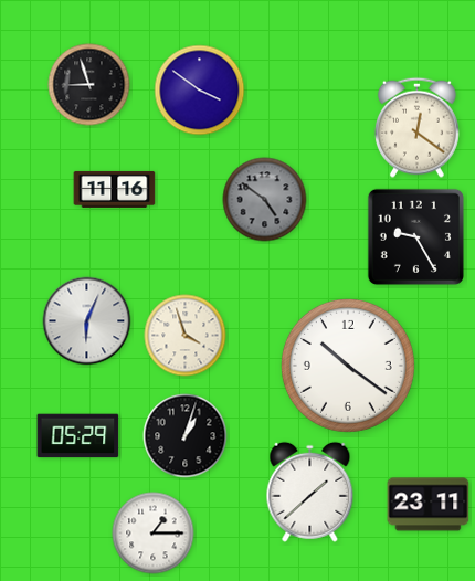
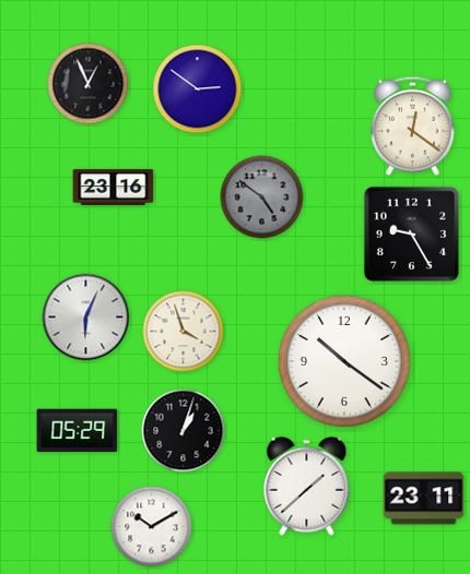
clock at (89, 85): 8:57 -> 12:56
clock at (200, 91): 3:51 -> 2:51
clock at (115, 189): 11:16 -> 23:16
clock at (154, 534): 1:15 -> 10:10
